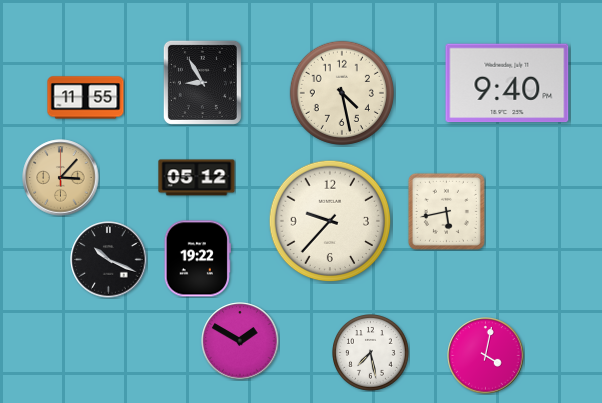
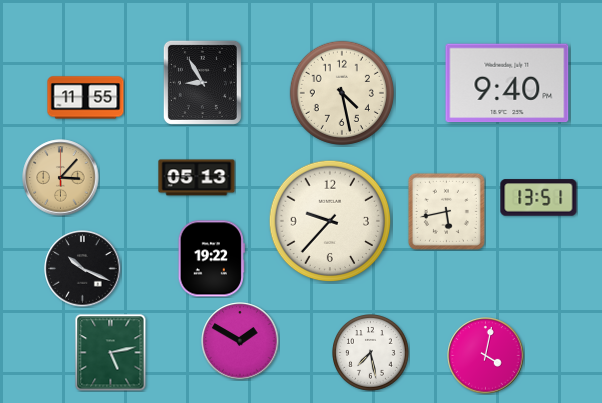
clock at (197, 178): 05:12 -> 05:13
clock at (539, 198): none -> 13:51
clock at (197, 259) position: (197, 259) -> (211, 259)
clock at (109, 260) position: (109, 260) -> (83, 269)
clock at (111, 353): none -> 5:13
